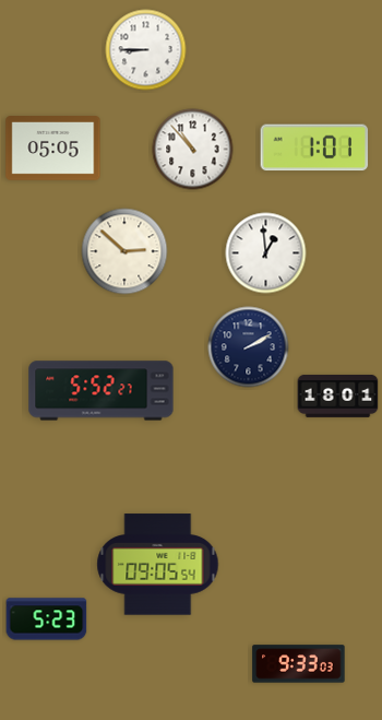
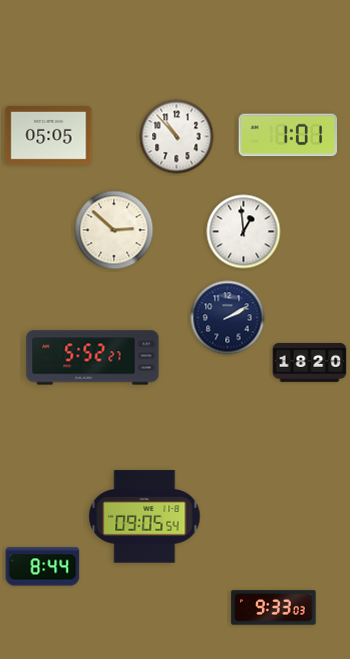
clock at (146, 50): 8:45 -> none
clock at (338, 396): 18:01 -> 18:20
clock at (47, 619): 5:23 -> 8:44
